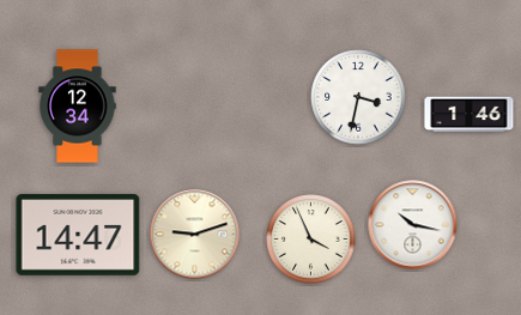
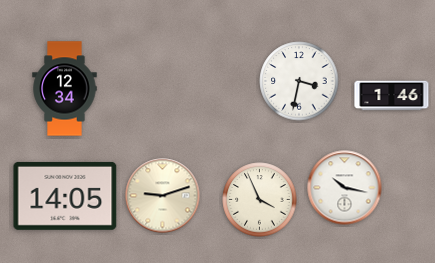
clock at (78, 235): 14:47 -> 14:05
